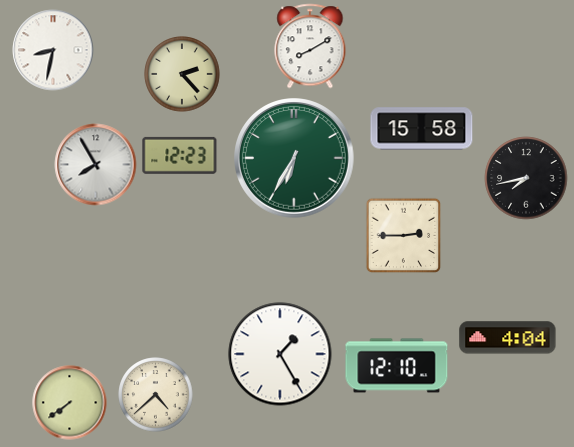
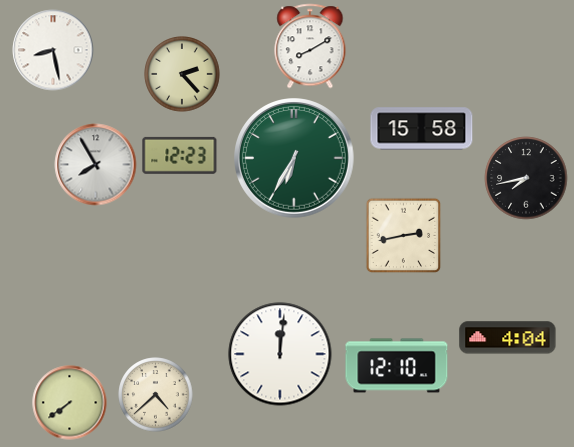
clock at (53, 50): 8:32 -> 8:28
clock at (404, 236): 2:45 -> 2:43
clock at (280, 354): 1:25 -> 12:01
